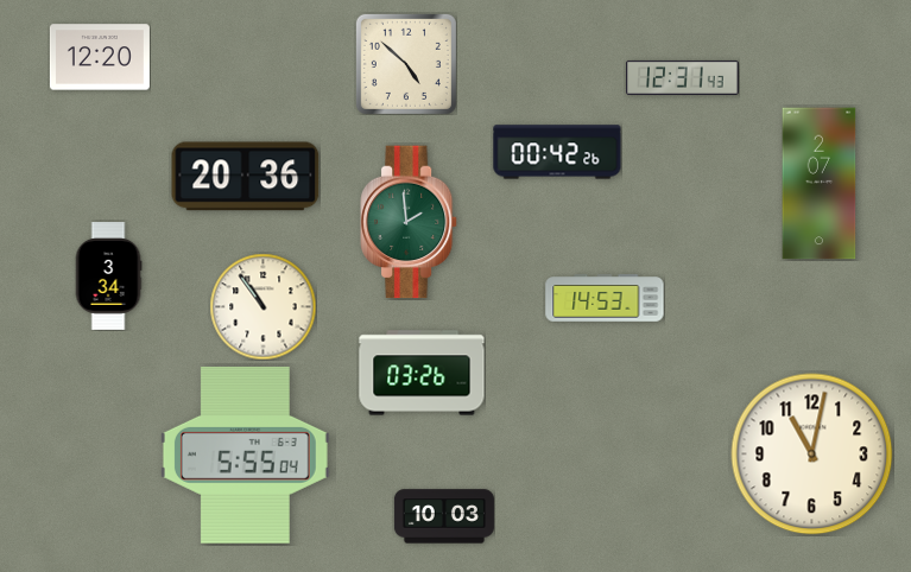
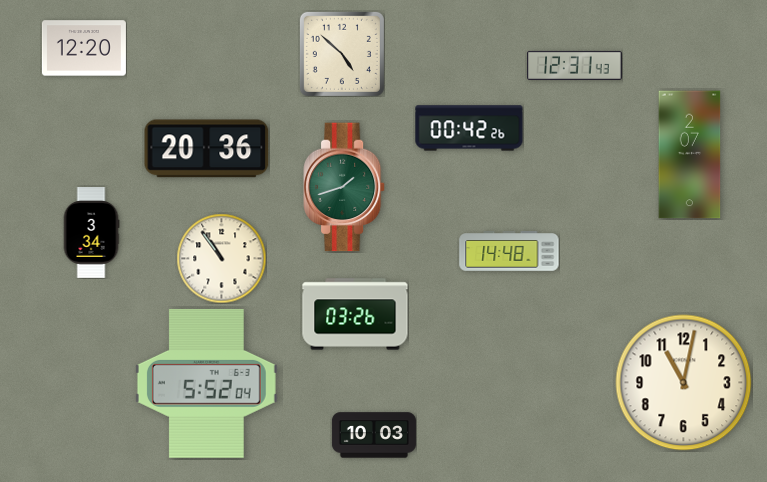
clock at (409, 222): 1:59 -> 1:42
clock at (605, 298): 14:53 -> 14:48
clock at (245, 455): 5:55 -> 5:52
